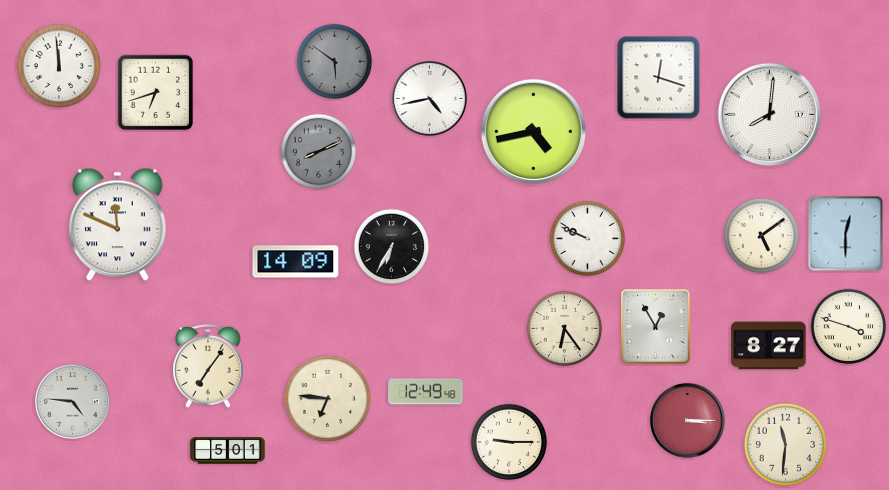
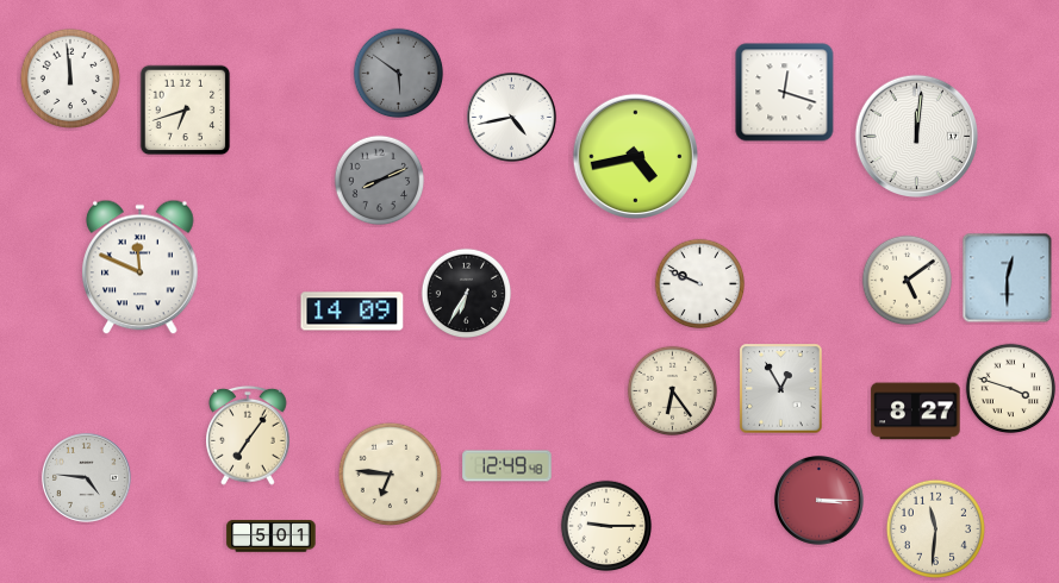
clock at (769, 114): 8:01 -> 12:01
